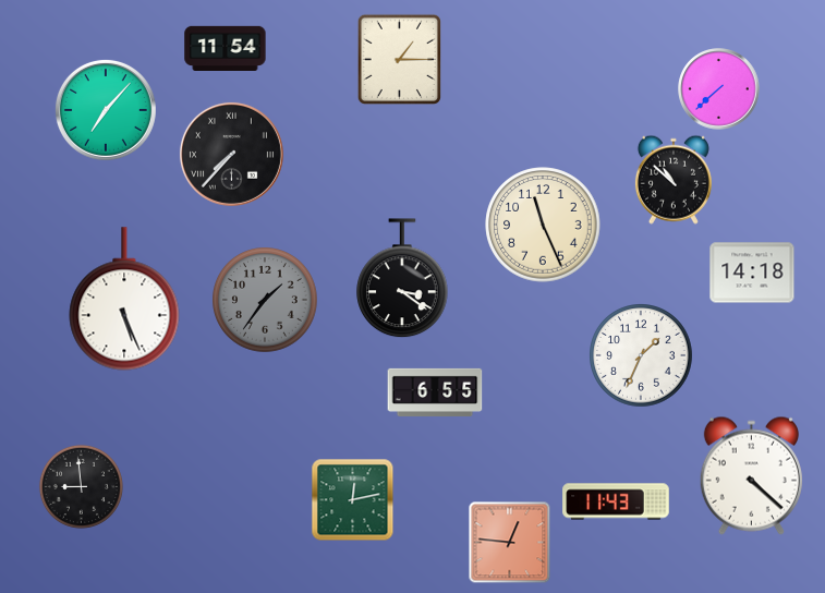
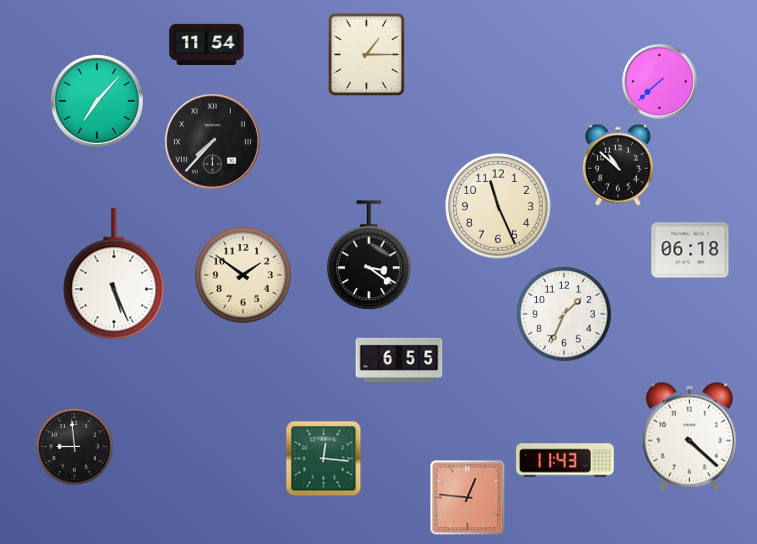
clock at (752, 273): 14:18 -> 06:18
clock at (266, 301): 1:36 -> 1:51
clock at (266, 301) dial: grey -> cream
clock at (642, 356) position: (642, 356) -> (565, 315)
clock at (353, 500): 12:13 -> 12:16
